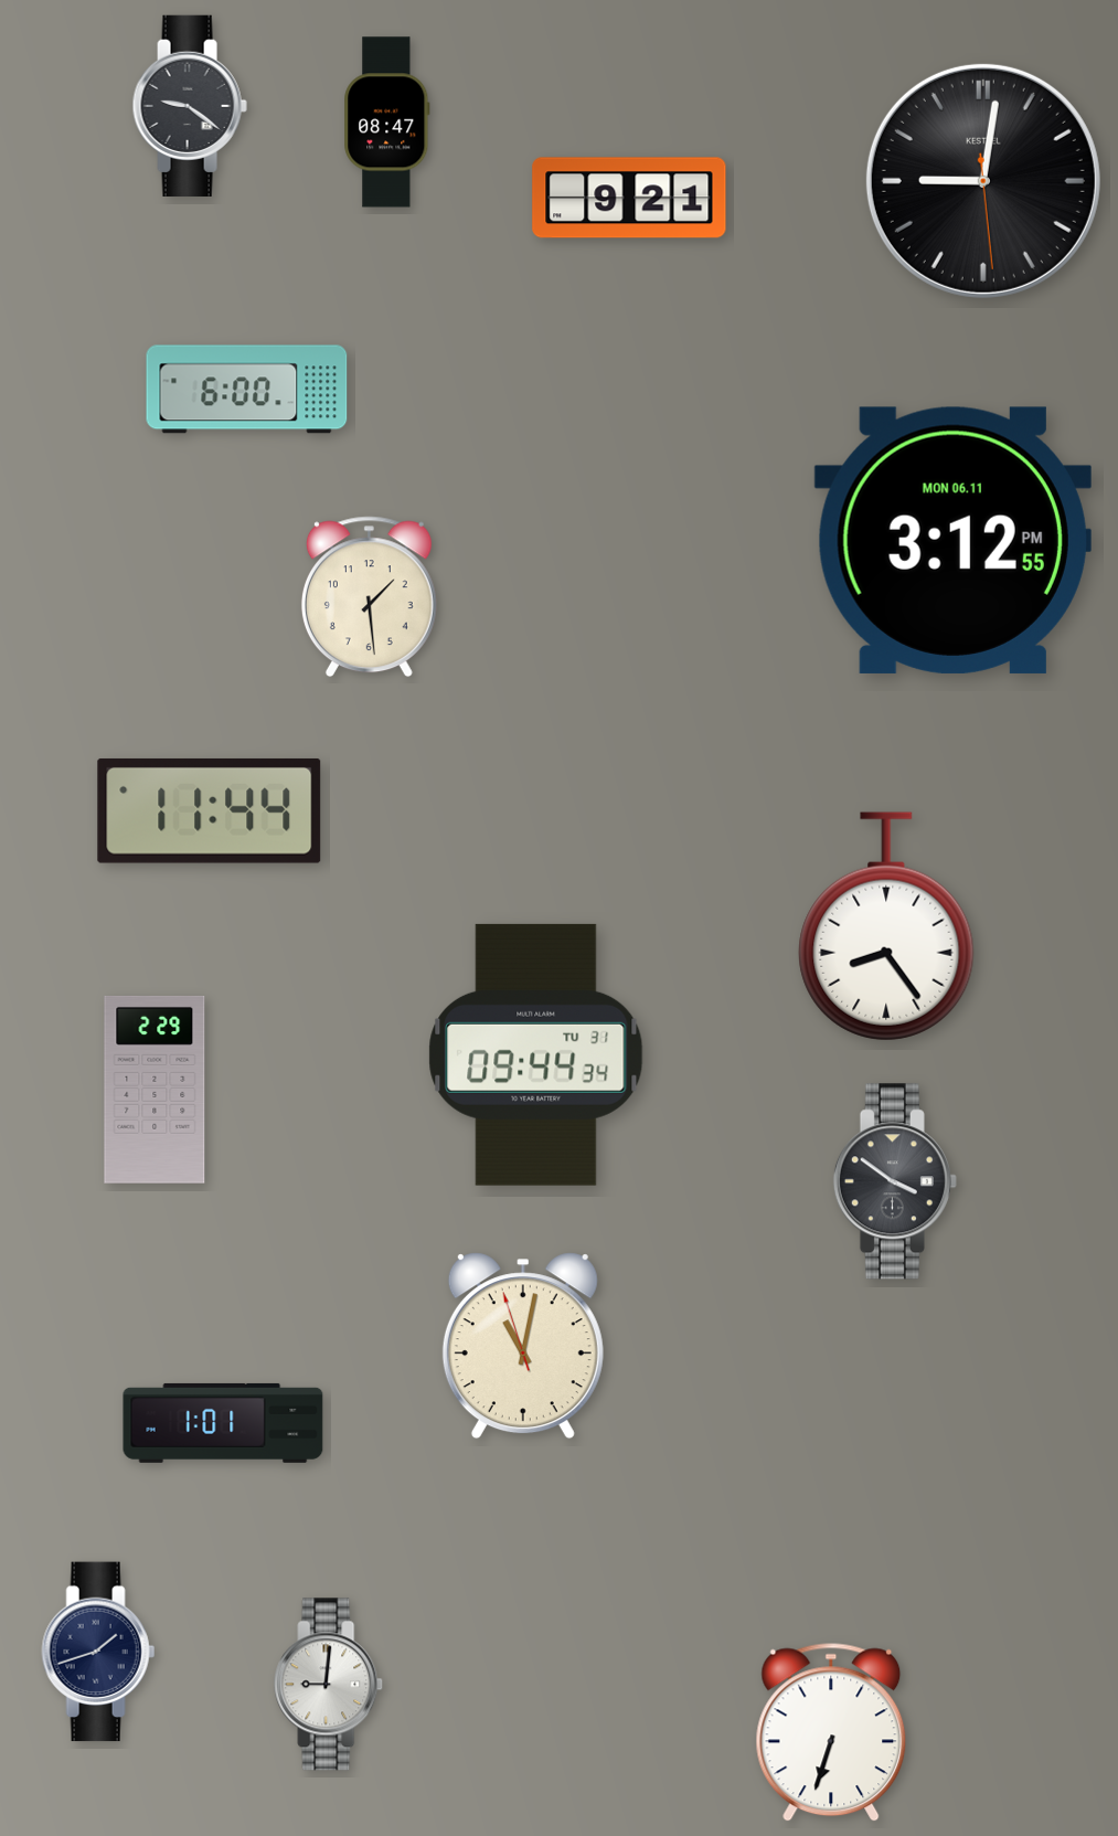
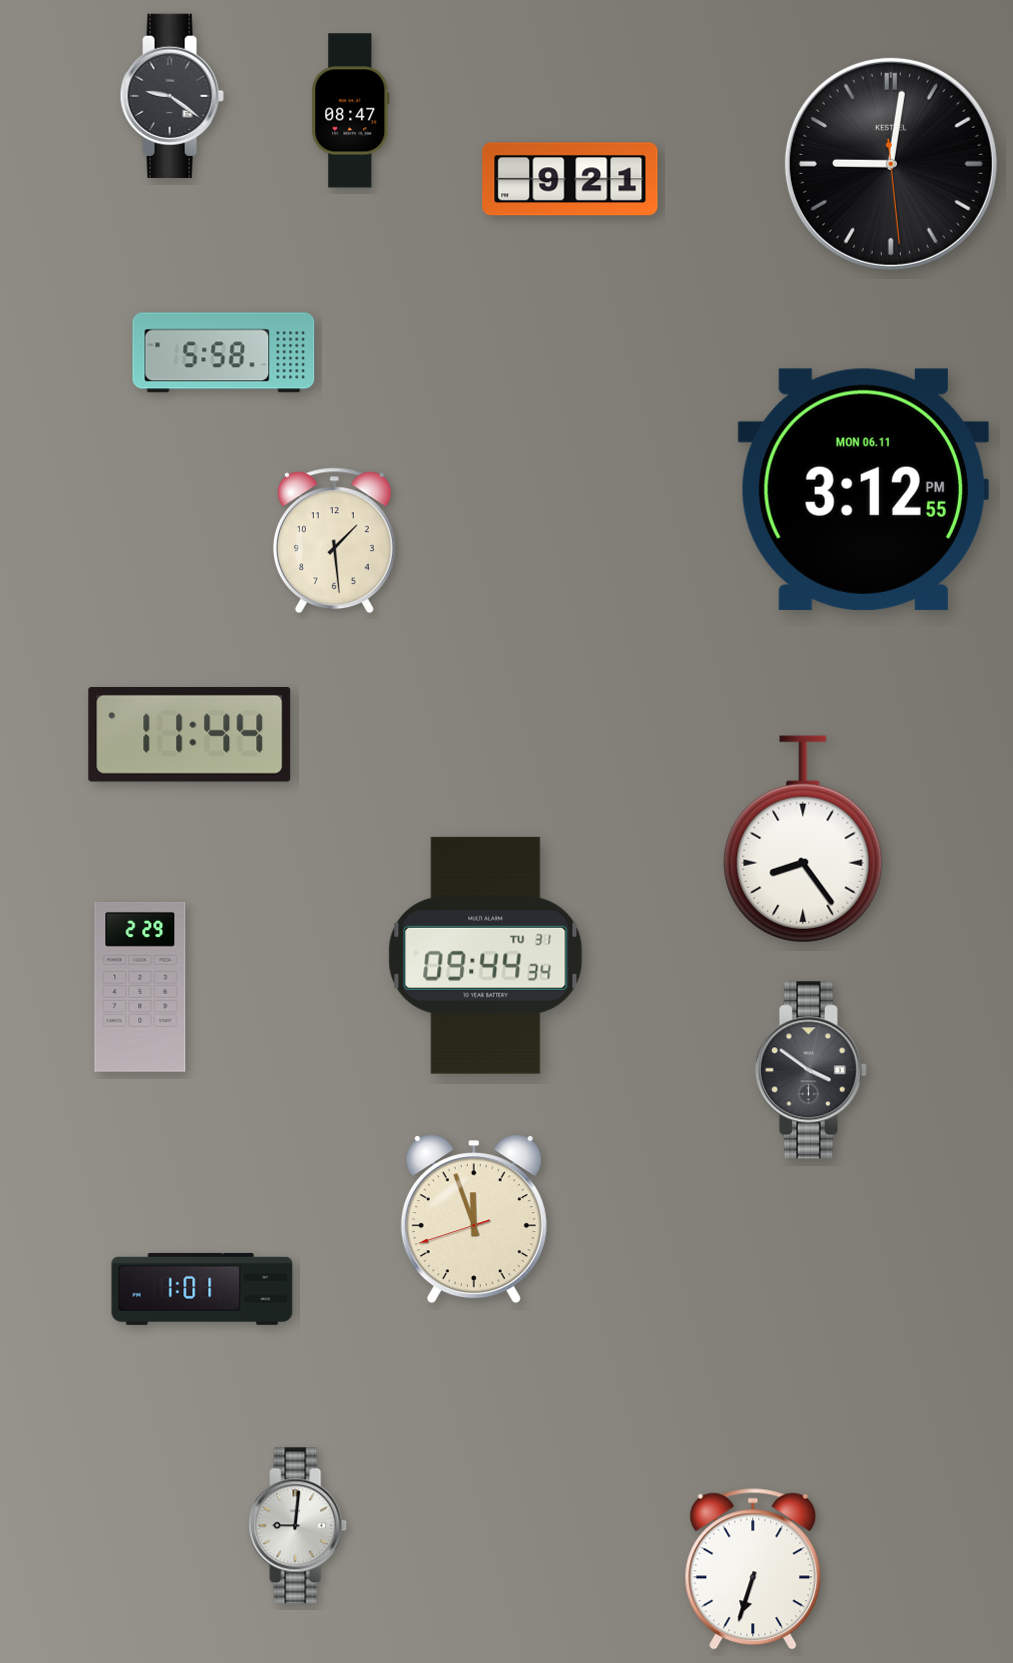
clock at (247, 390): 6:00 -> 5:58
clock at (523, 1346): 11:01 -> 11:56
clock at (98, 1652): 1:42 -> none
